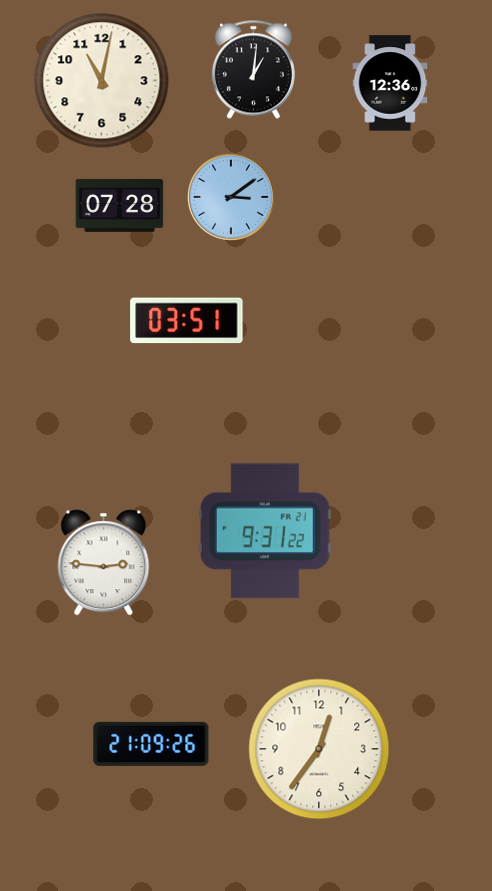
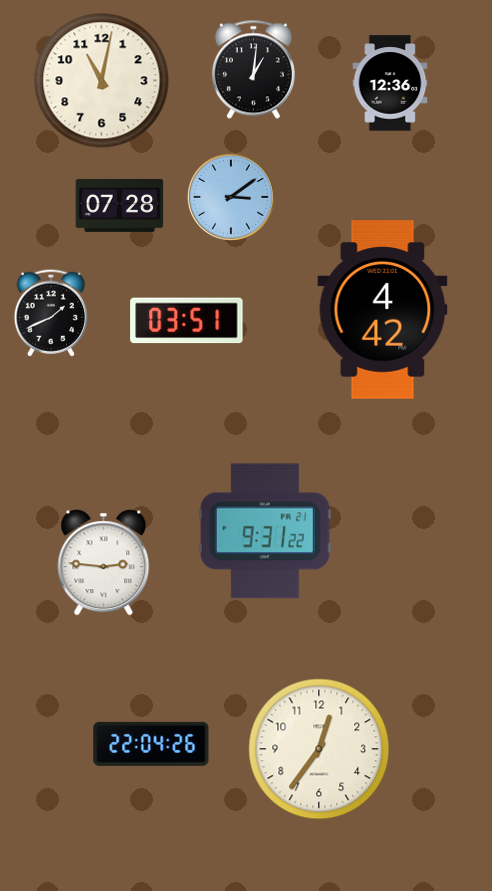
clock at (383, 310): none -> 4:42
clock at (50, 313): none -> 1:41
clock at (151, 744): 21:09 -> 22:04
